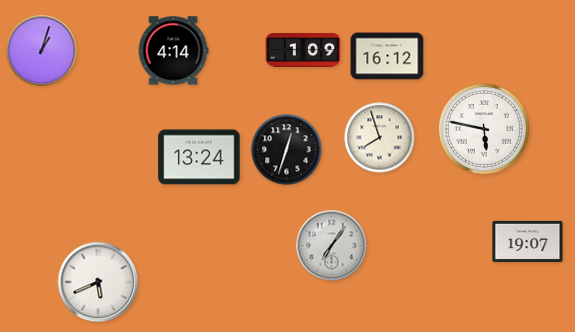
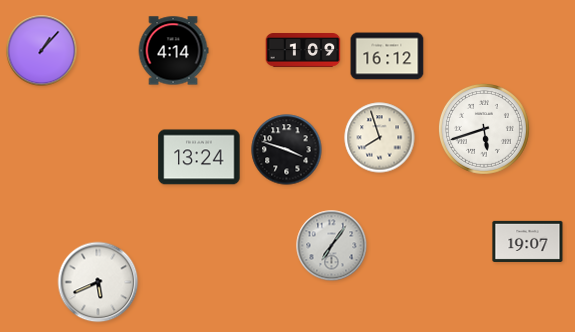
clock at (42, 51): 1:03 -> 1:07
clock at (484, 129): 5:47 -> 5:42
clock at (287, 150): 12:33 -> 3:48
